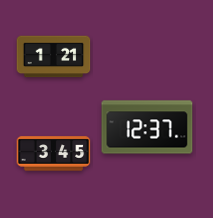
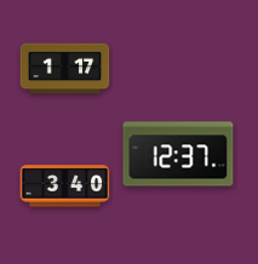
clock at (54, 57): 1:21 -> 1:17
clock at (54, 154): 3:45 -> 3:40
